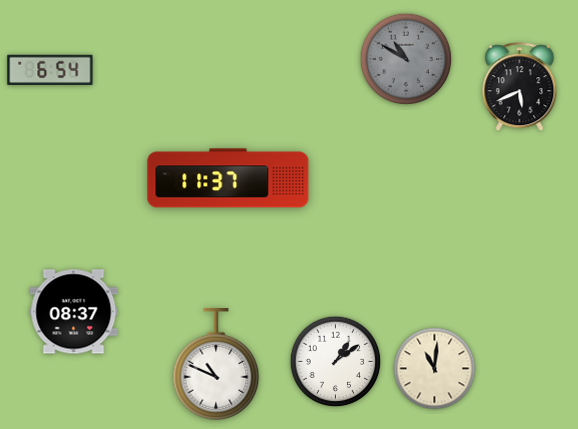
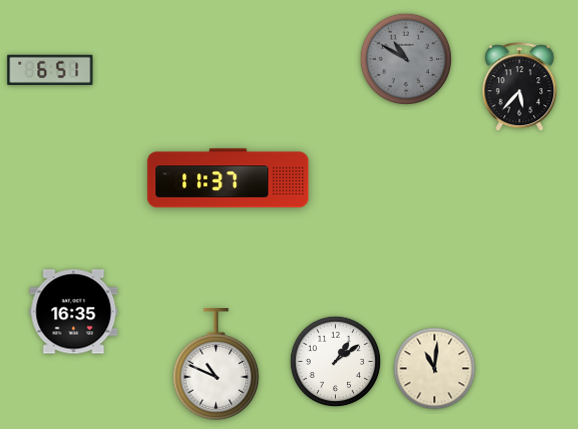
clock at (50, 69): 6:54 -> 6:51
clock at (520, 87): 5:41 -> 5:37
clock at (74, 312): 08:37 -> 16:35
